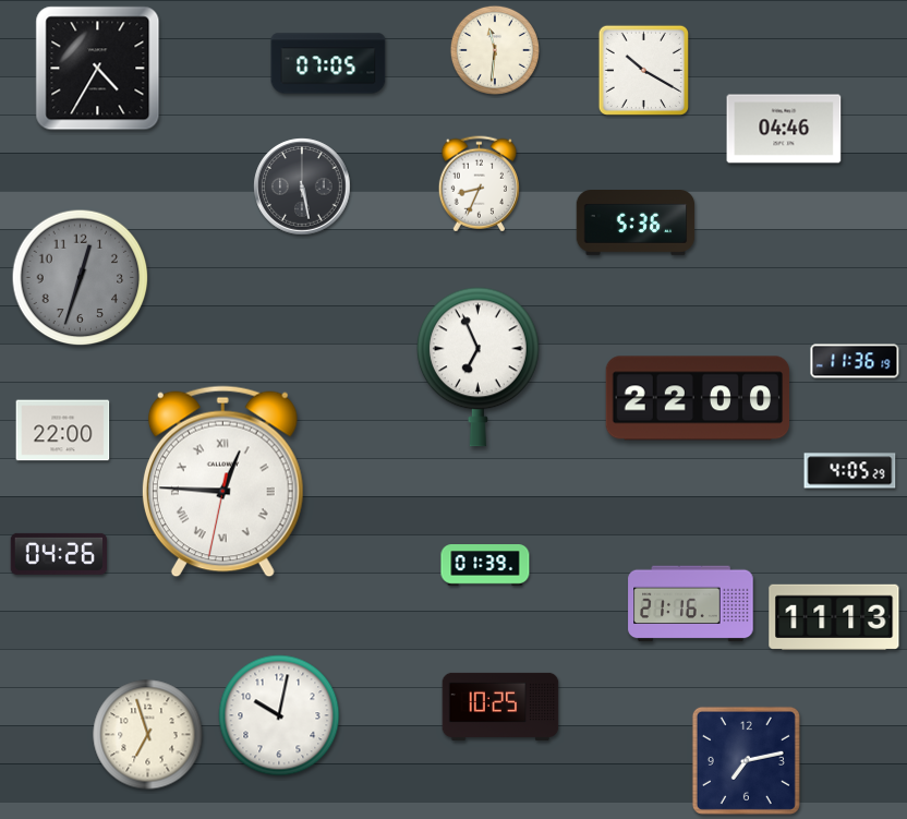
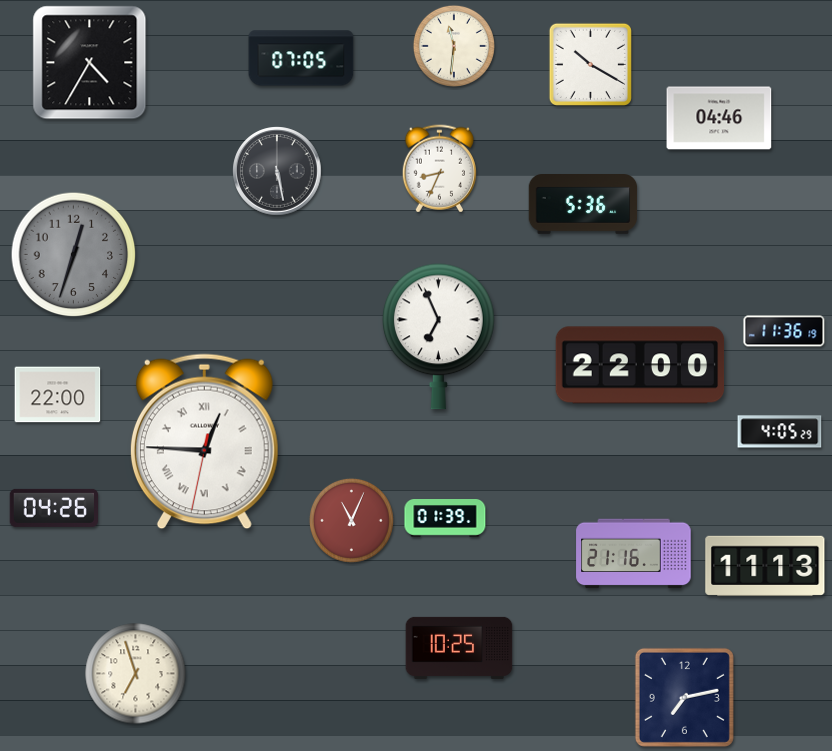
clock at (351, 520): none -> 11:04
clock at (279, 715): 10:02 -> none
